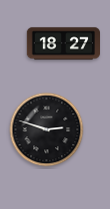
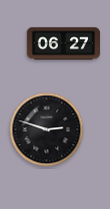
clock at (63, 44): 18:27 -> 06:27
